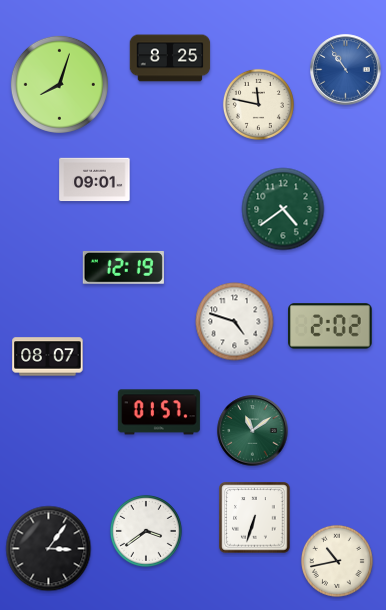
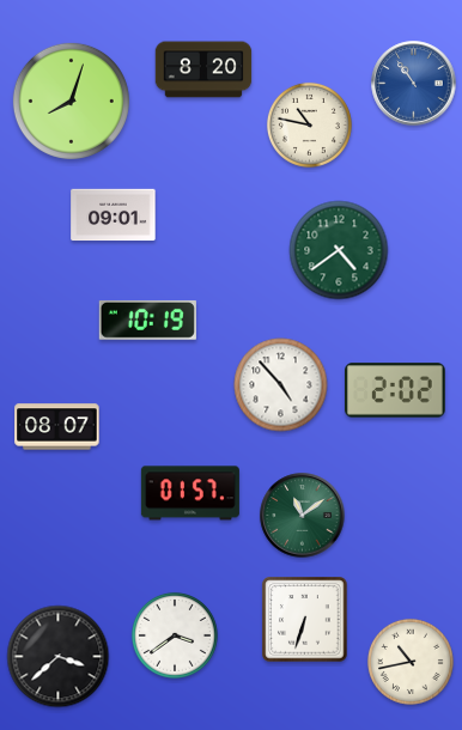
clock at (170, 58): 8:25 -> 8:20
clock at (258, 104): 11:47 -> 10:47
clock at (123, 268): 12:19 -> 10:19
clock at (235, 322): 4:48 -> 4:53
clock at (49, 549): 3:06 -> 3:38
clock at (337, 561) position: (337, 561) -> (411, 662)
